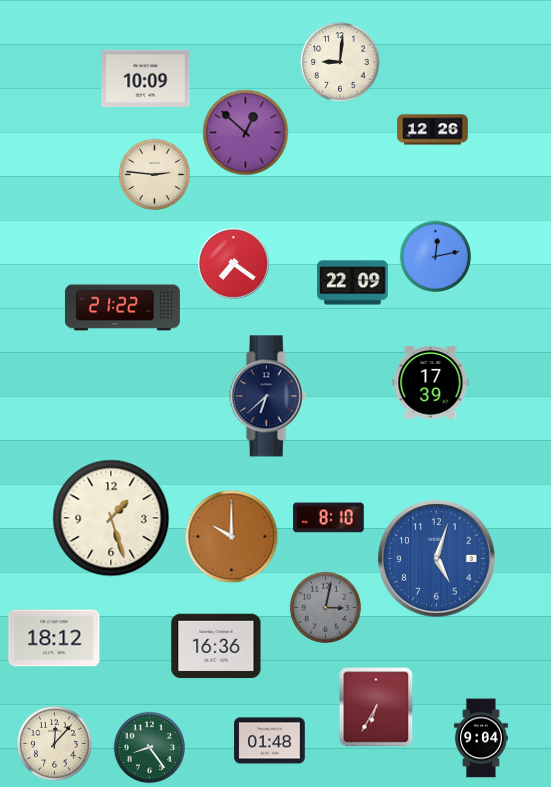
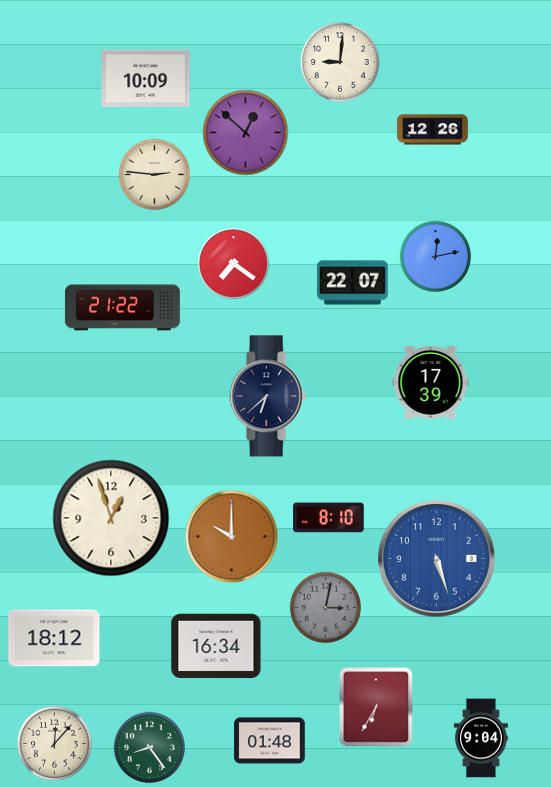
clock at (353, 283): 22:09 -> 22:07
clock at (111, 518): 1:27 -> 12:57
clock at (437, 559): 5:03 -> 5:27
clock at (216, 646): 16:36 -> 16:34
